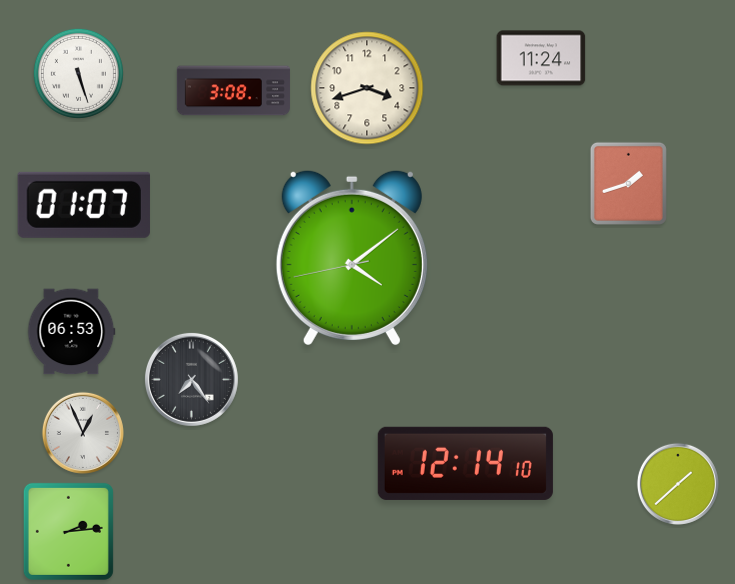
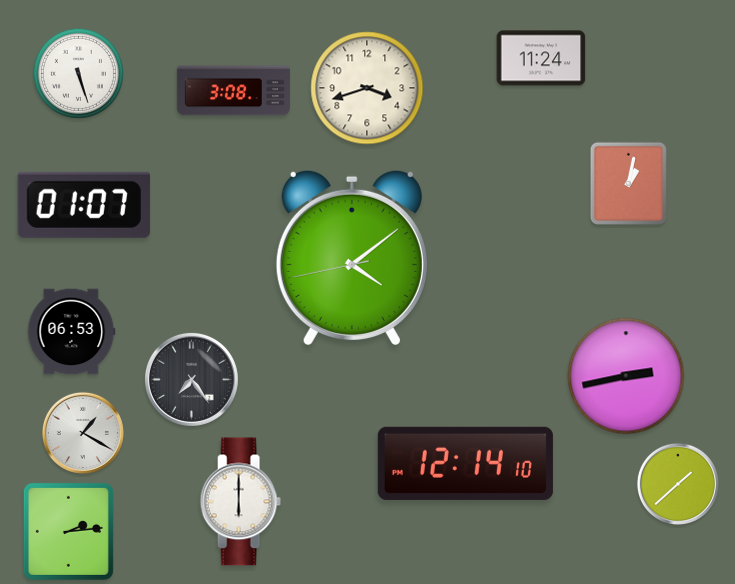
clock at (628, 183): 1:42 -> 1:02
clock at (626, 376): none -> 2:43
clock at (83, 433): 12:56 -> 1:20
clock at (240, 502): none -> 6:00
